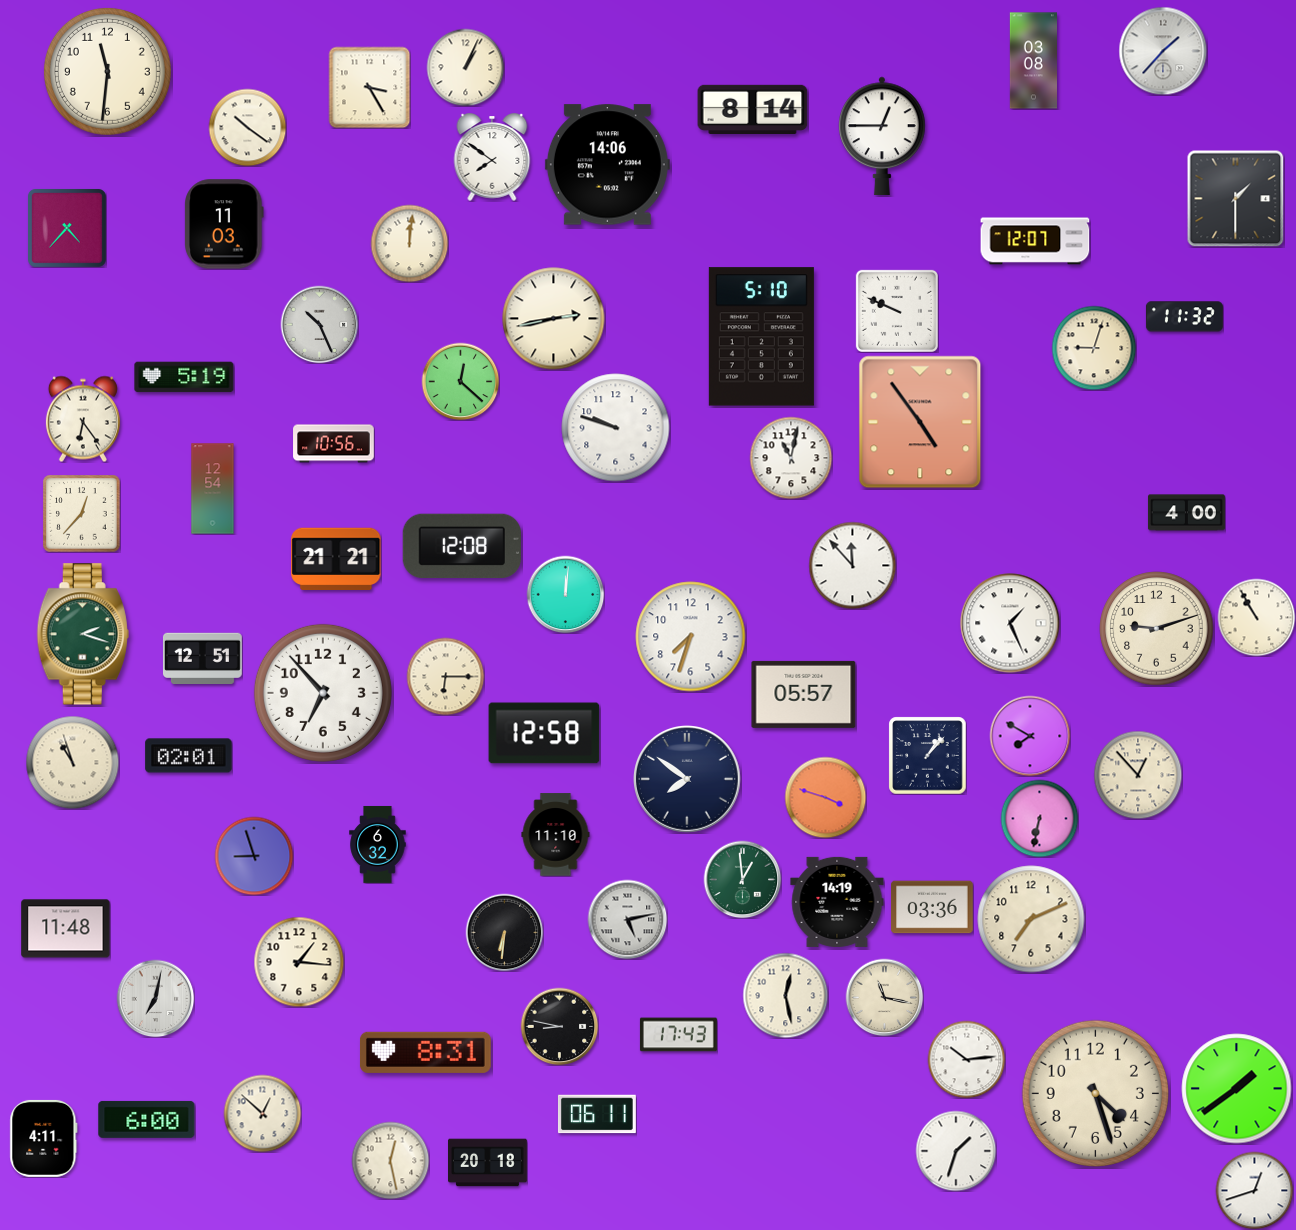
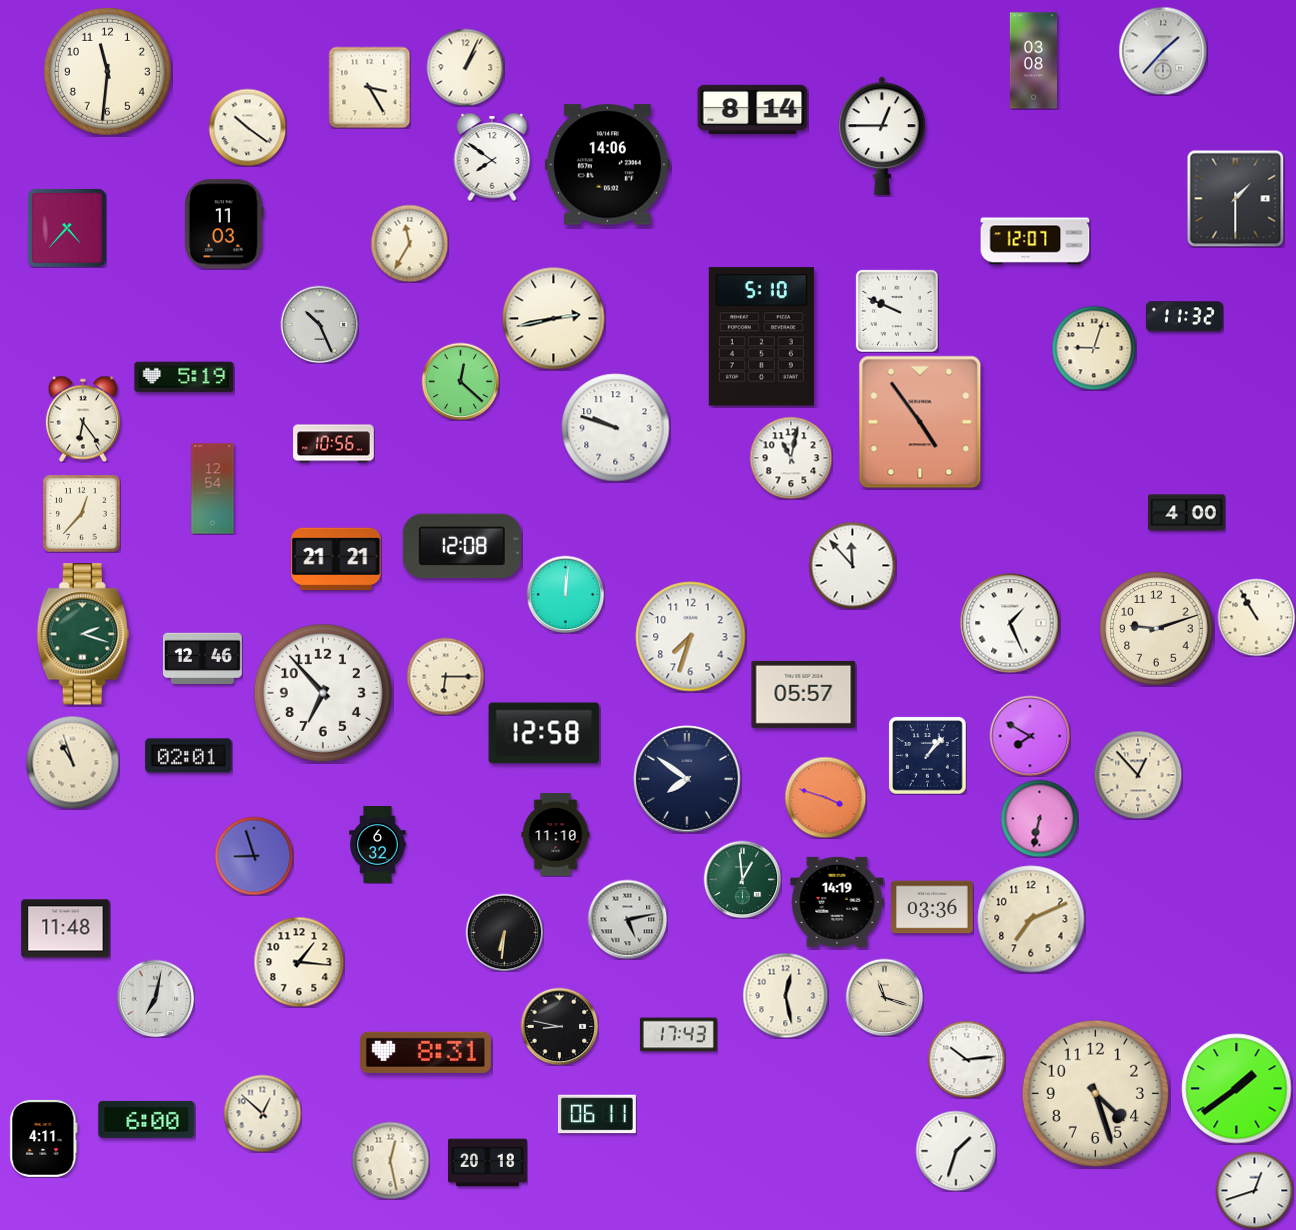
clock at (409, 243): 12:01 -> 11:35
clock at (202, 659): 12:51 -> 12:46
clock at (884, 997): 11:17 -> 11:18
